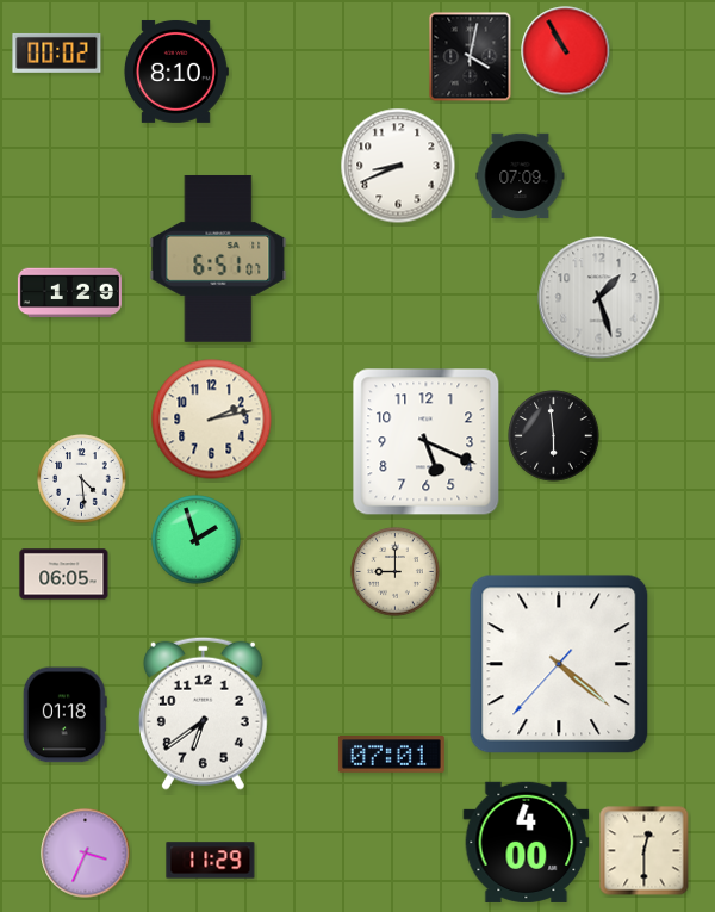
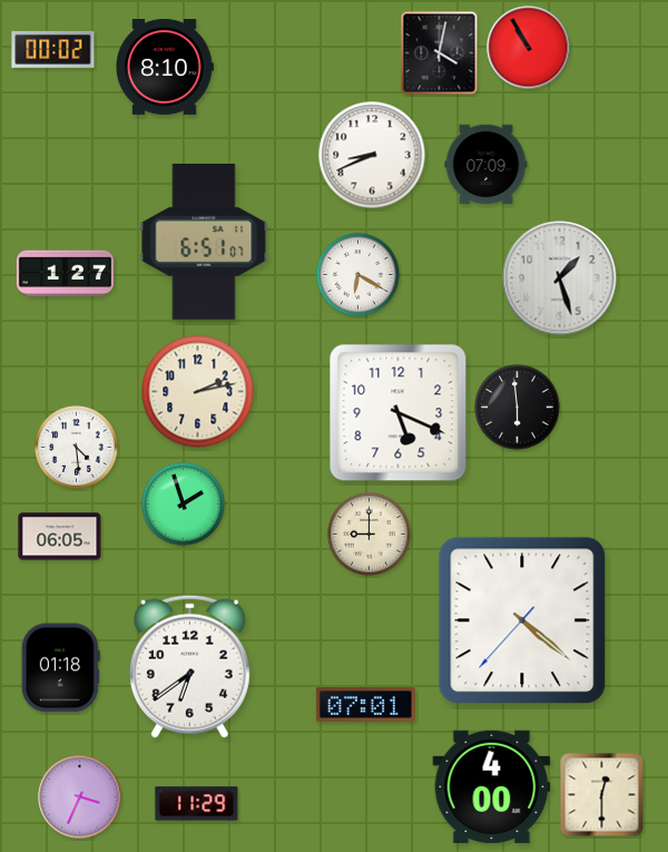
clock at (69, 293): 1:29 -> 1:27
clock at (358, 275): none -> 6:20
